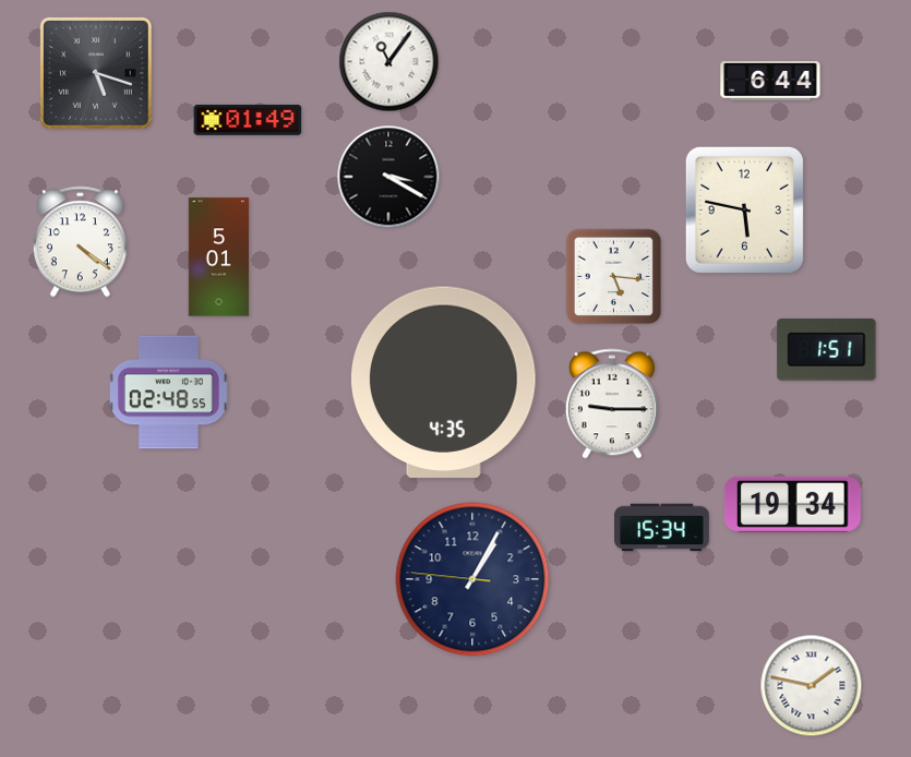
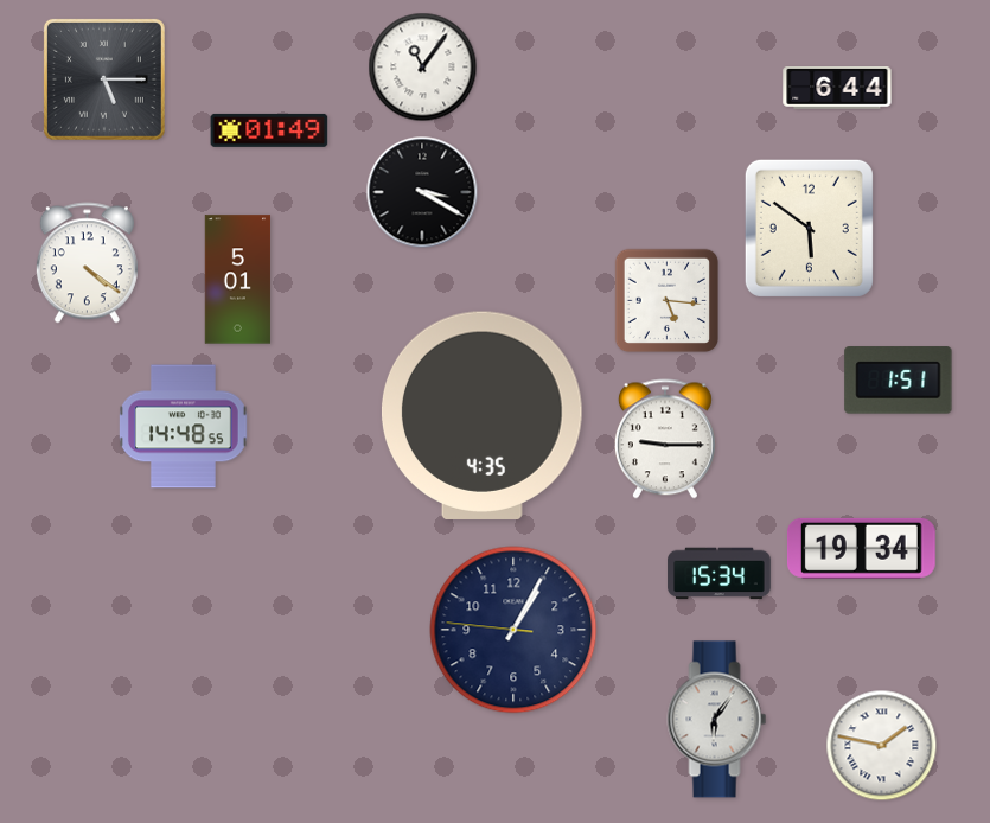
clock at (96, 73): 5:18 -> 5:15
clock at (744, 209): 5:47 -> 5:51
clock at (169, 393): 02:48 -> 14:48
clock at (717, 720): none -> 6:06
